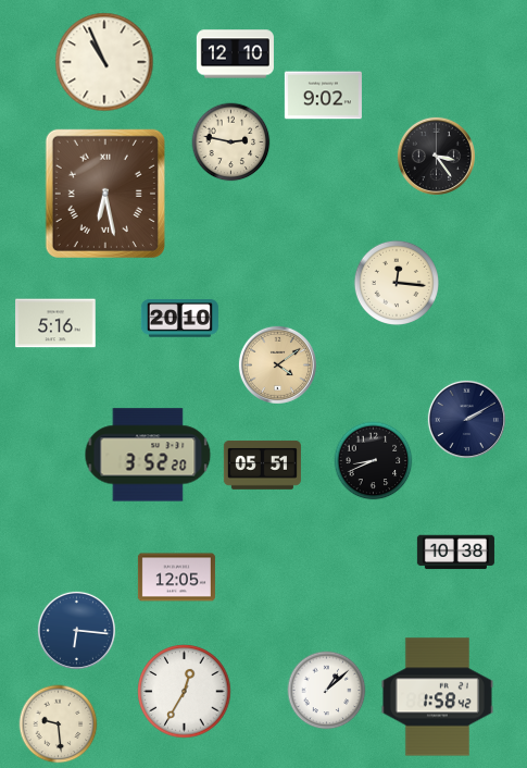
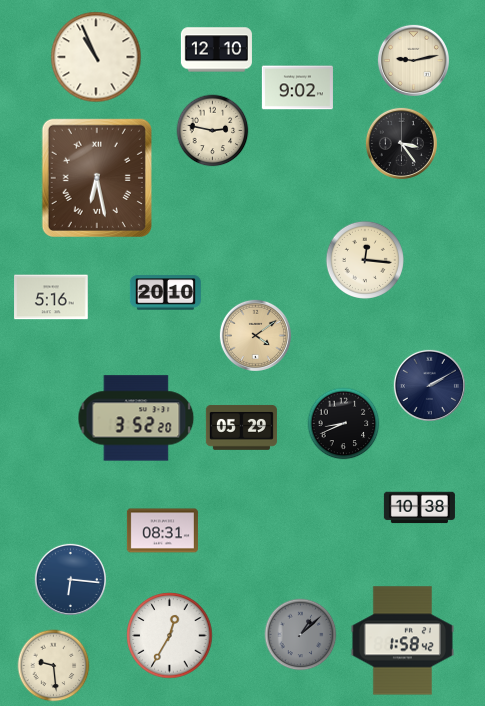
clock at (413, 60): none -> 9:13
clock at (262, 464): 05:51 -> 05:29
clock at (176, 578): 12:05 -> 08:31
clock at (327, 691) dial: white -> grey
